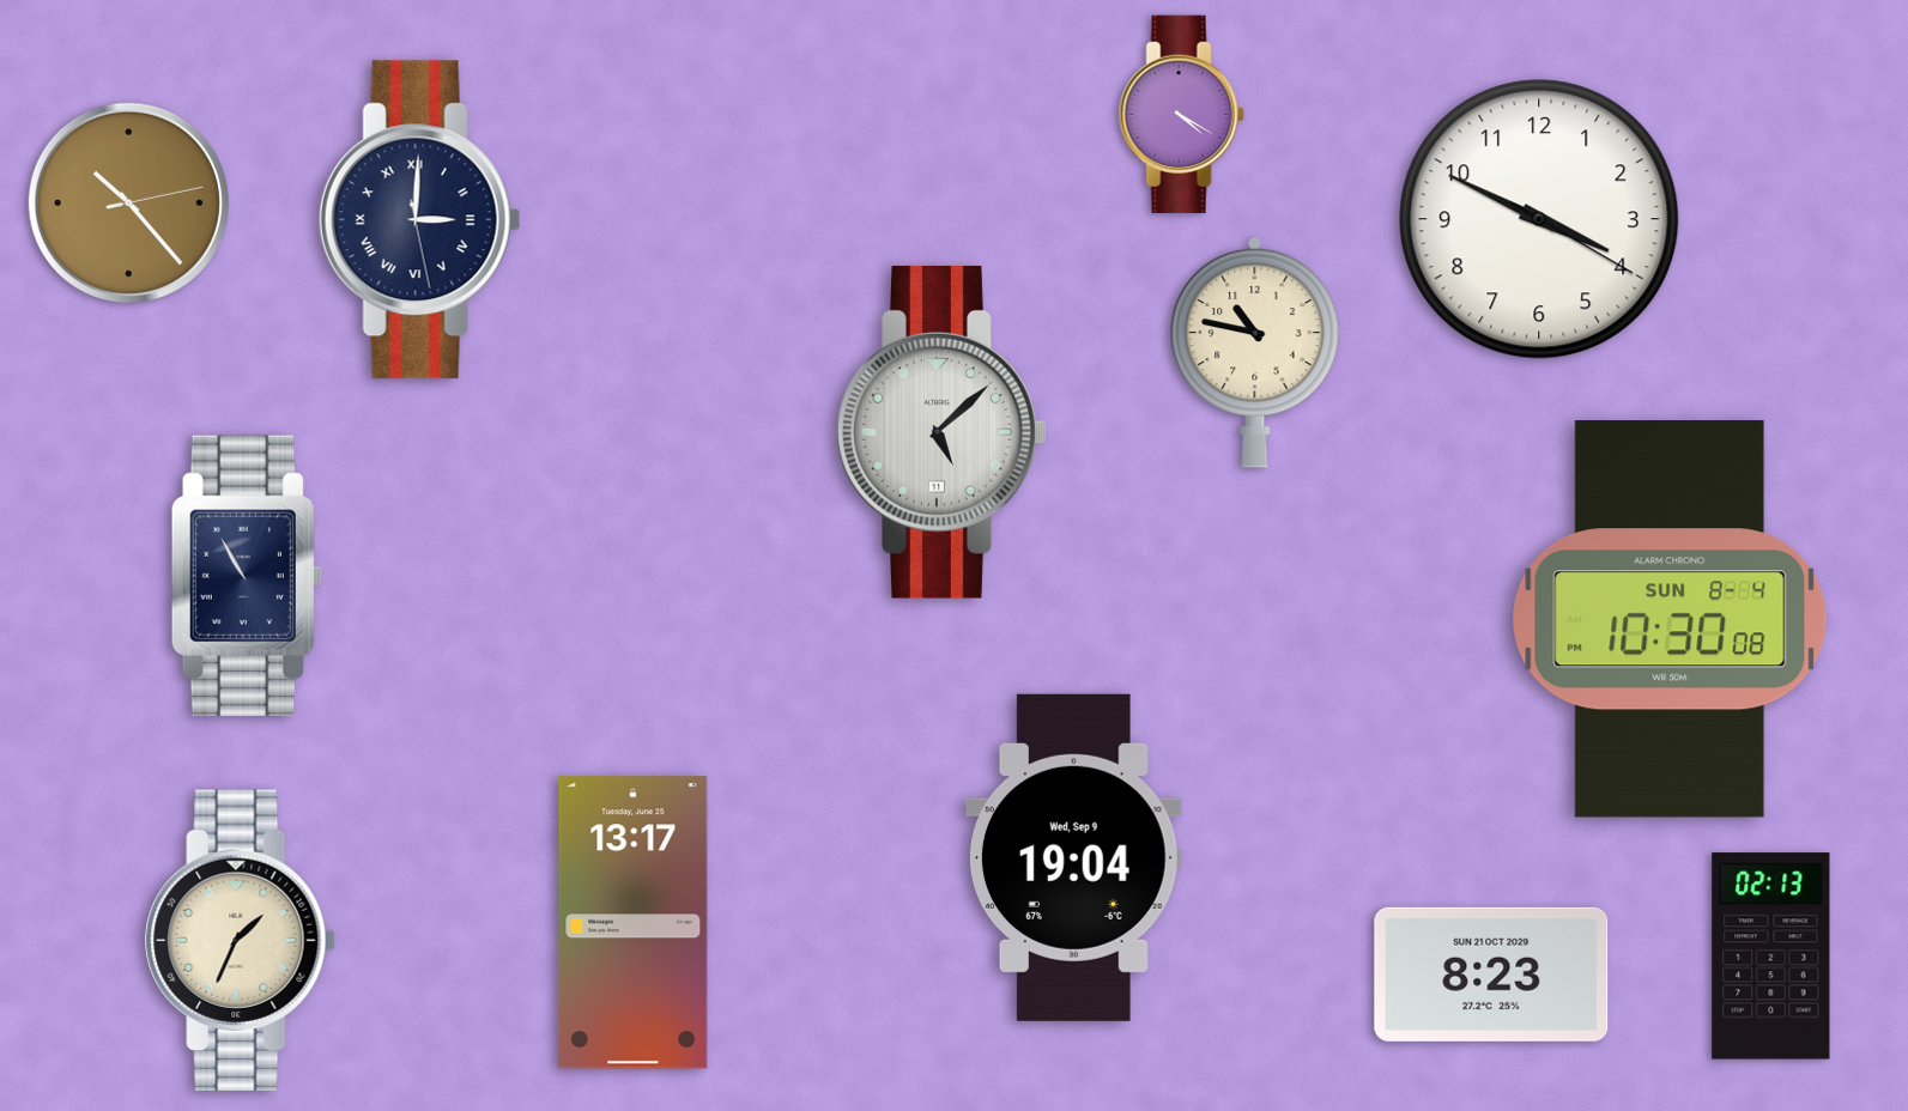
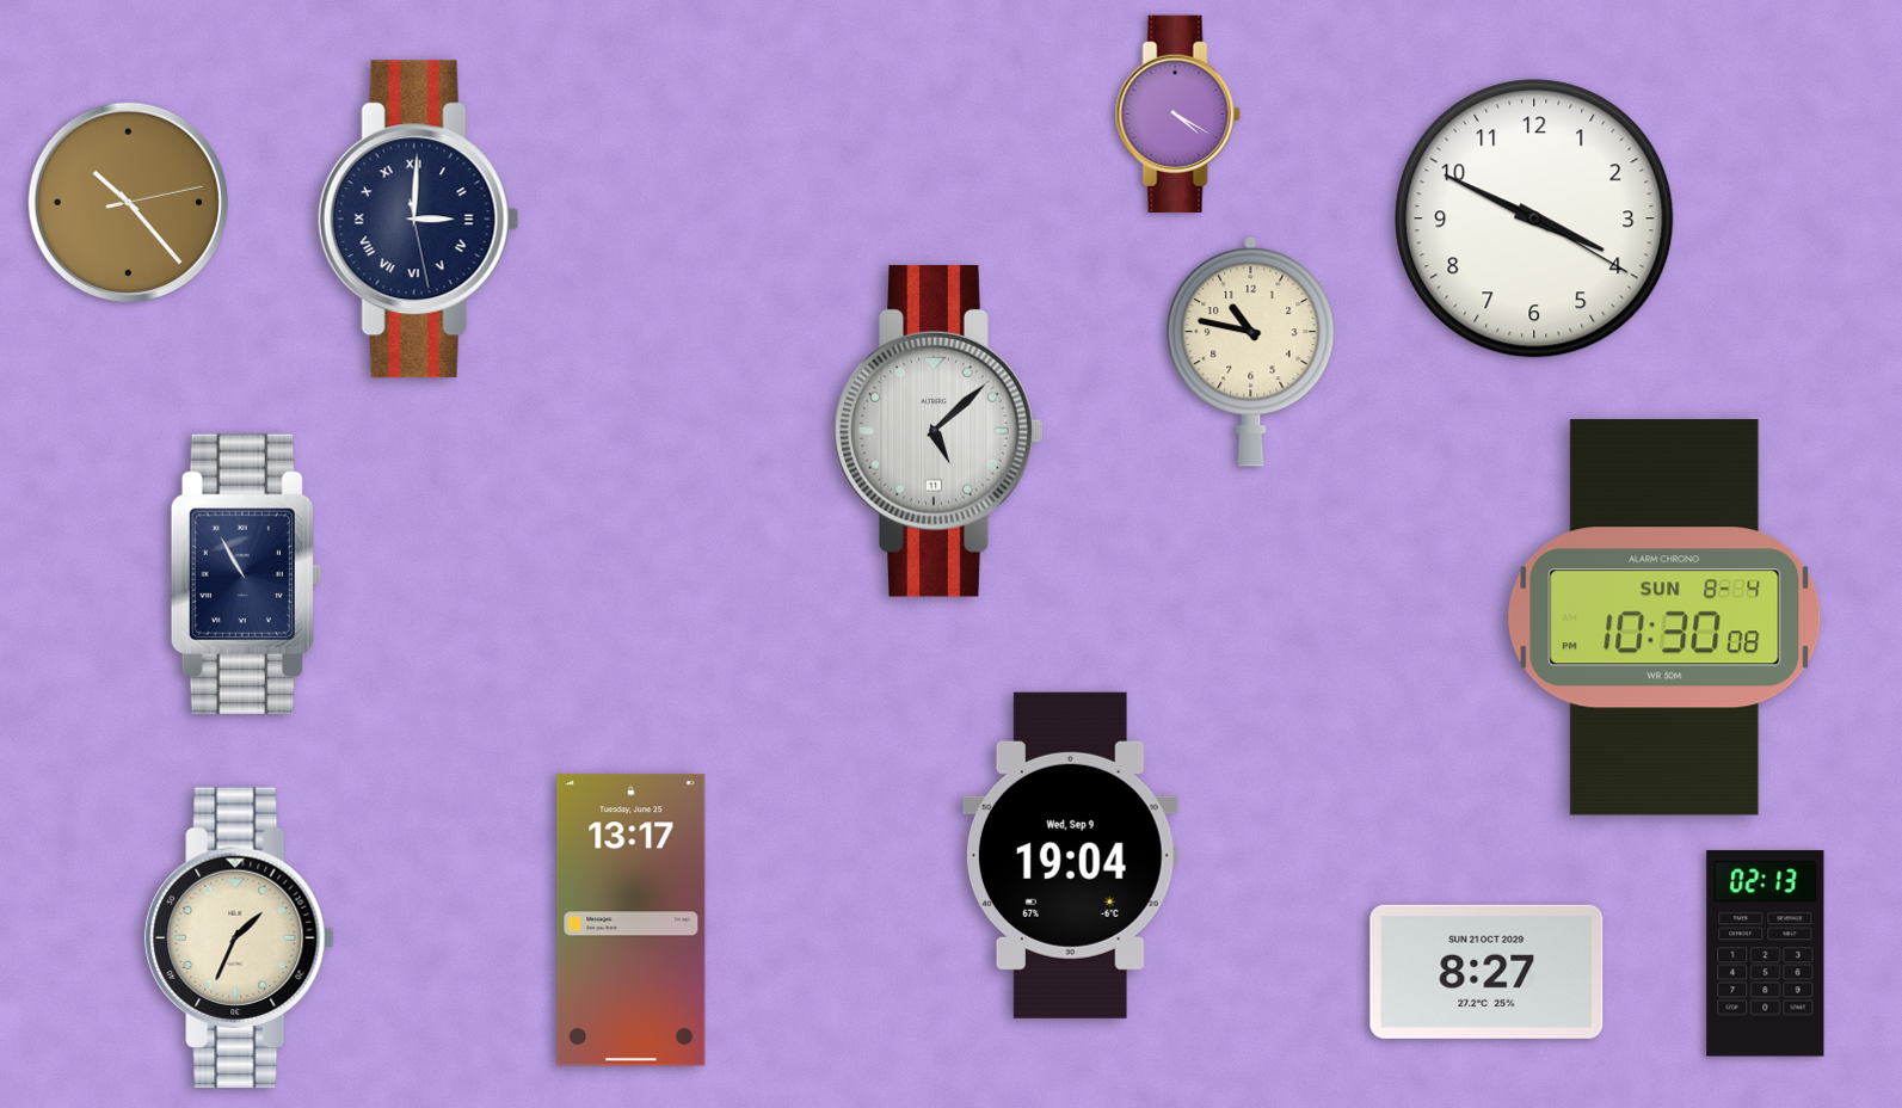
clock at (1491, 975): 8:23 -> 8:27
